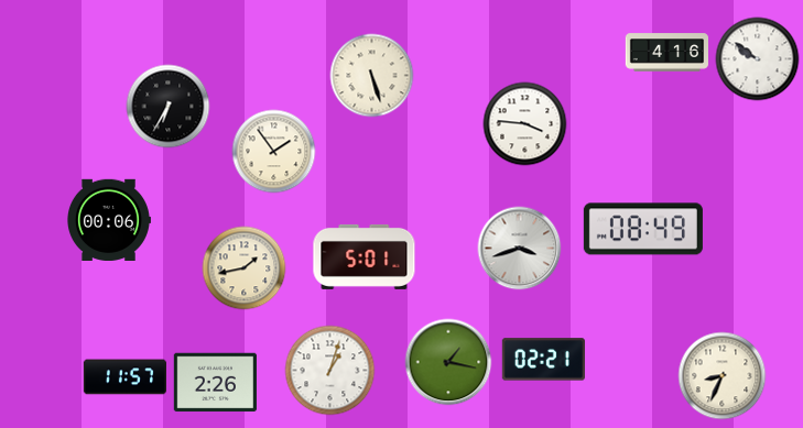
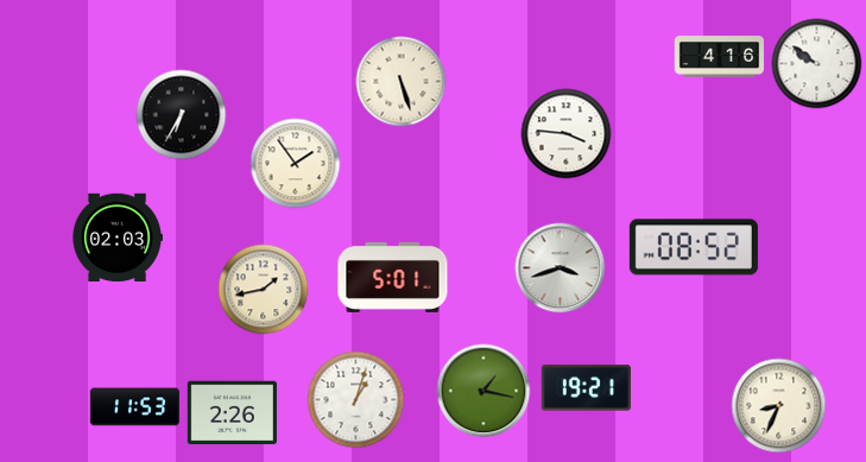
clock at (109, 219): 00:06 -> 02:03
clock at (643, 229): 08:49 -> 08:52
clock at (543, 360): 02:21 -> 19:21
clock at (124, 377): 11:57 -> 11:53
